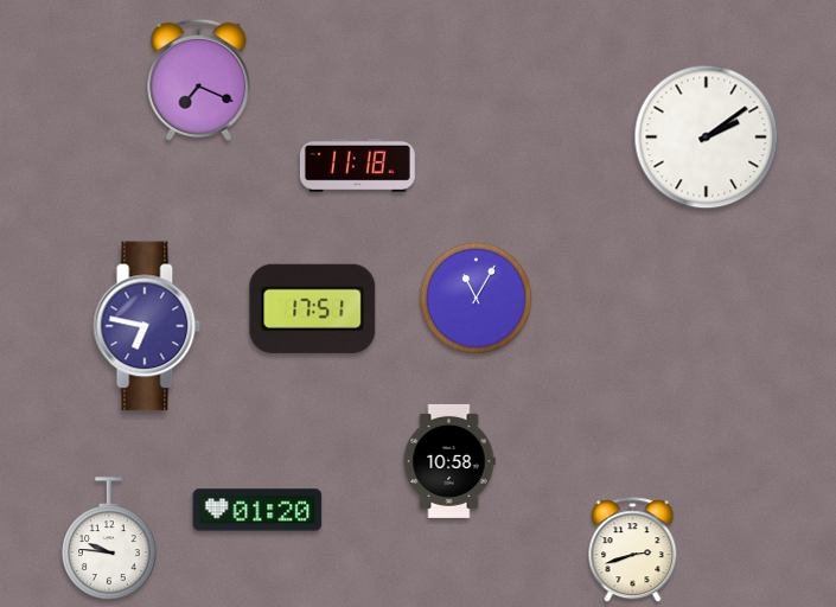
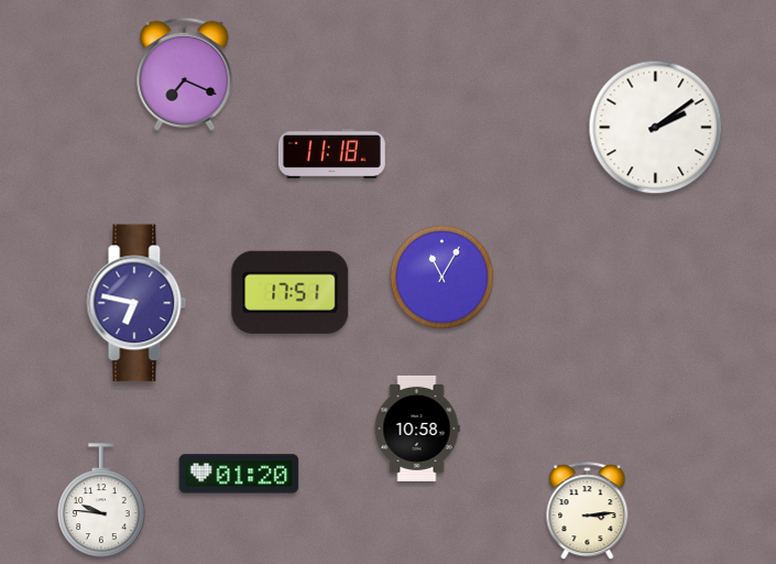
clock at (313, 308) position: (313, 308) -> (291, 292)
clock at (633, 550): 2:42 -> 3:14
